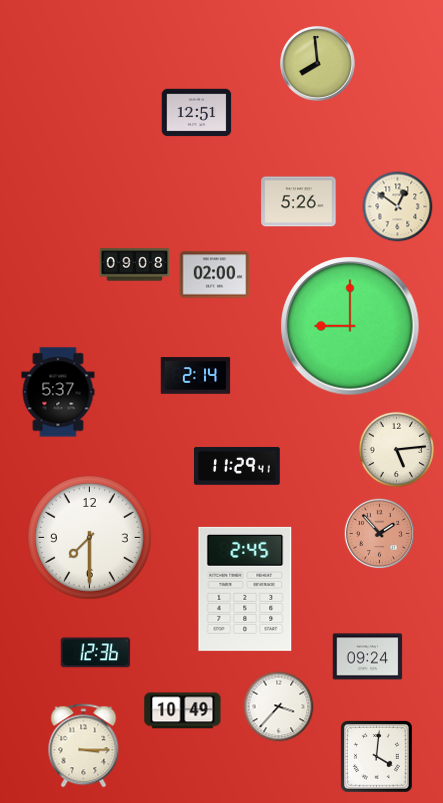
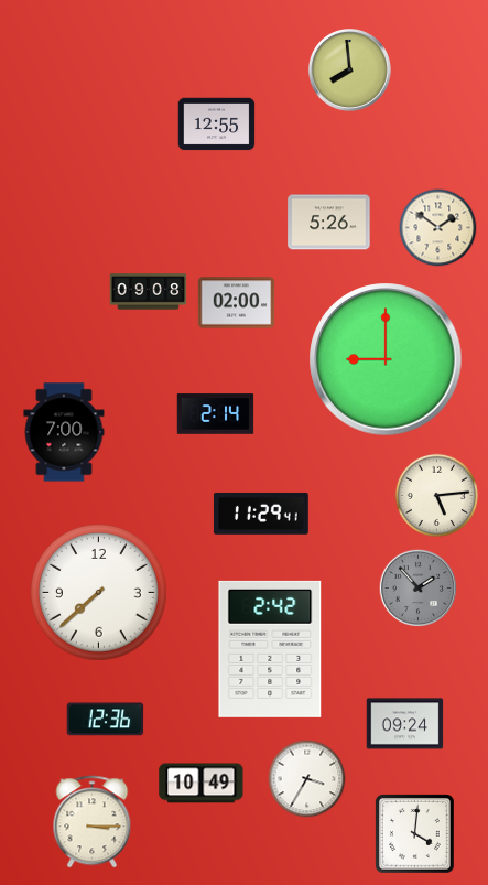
clock at (197, 113): 12:51 -> 12:55
clock at (398, 207): 12:51 -> 1:51
clock at (58, 392): 5:37 -> 7:00
clock at (380, 534) dial: salmon -> grey
clock at (90, 538): 7:30 -> 7:38
clock at (245, 589): 2:45 -> 2:42
clock at (279, 707): 3:37 -> 3:35
